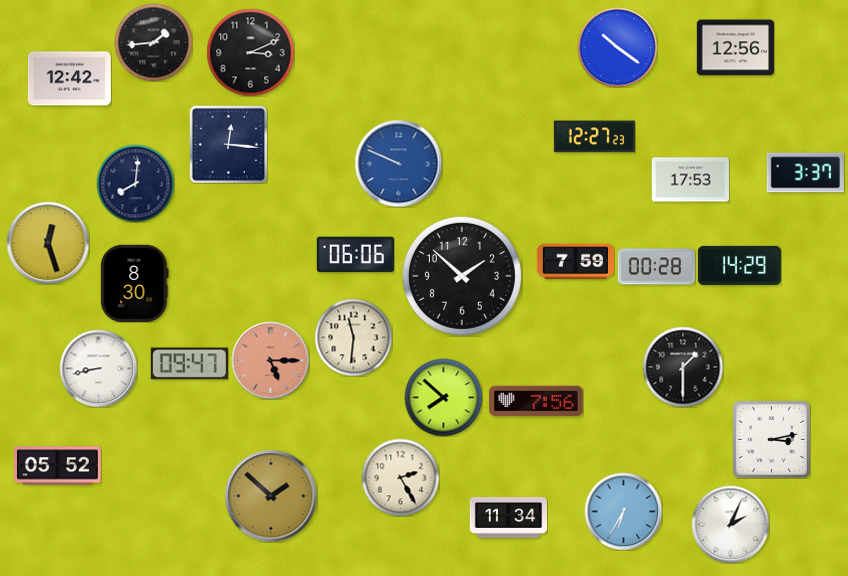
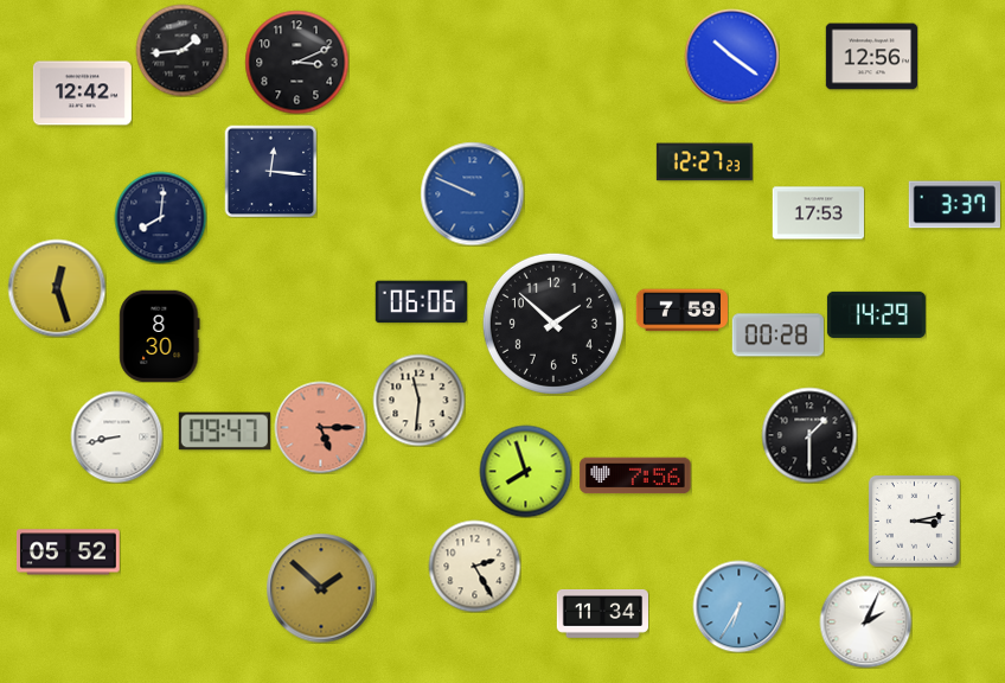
clock at (656, 267) position: (656, 267) -> (777, 336)
clock at (462, 276) position: (462, 276) -> (553, 324)
clock at (443, 397): 7:52 -> 7:57
